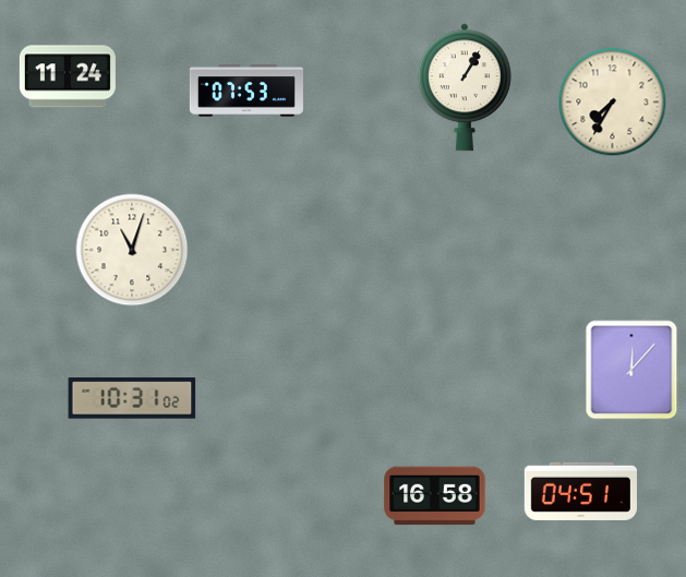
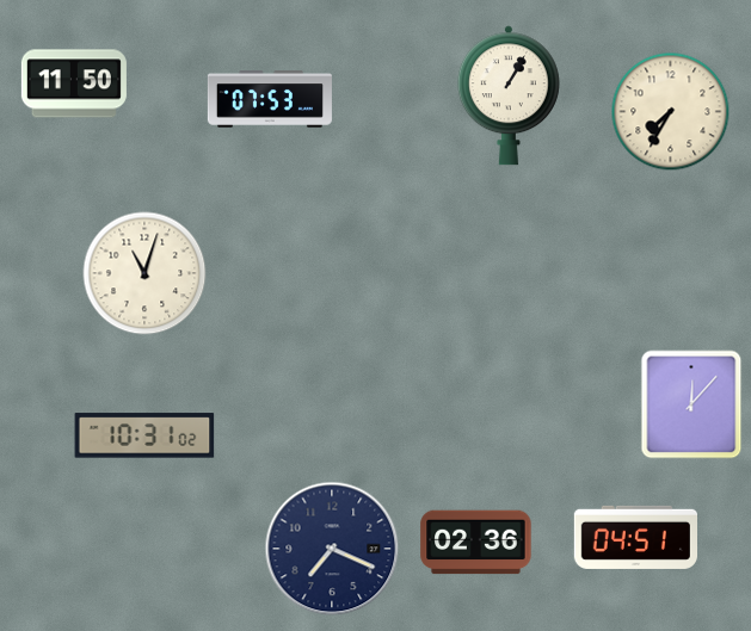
clock at (68, 76): 11:24 -> 11:50
clock at (435, 496): 16:58 -> 02:36
clock at (332, 549): none -> 7:19
